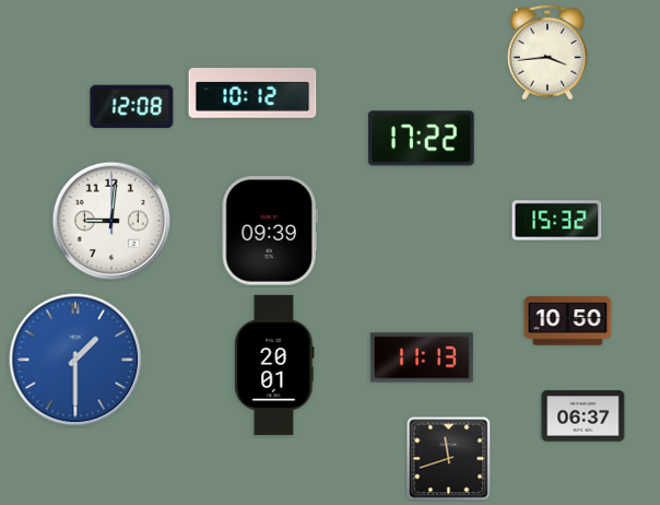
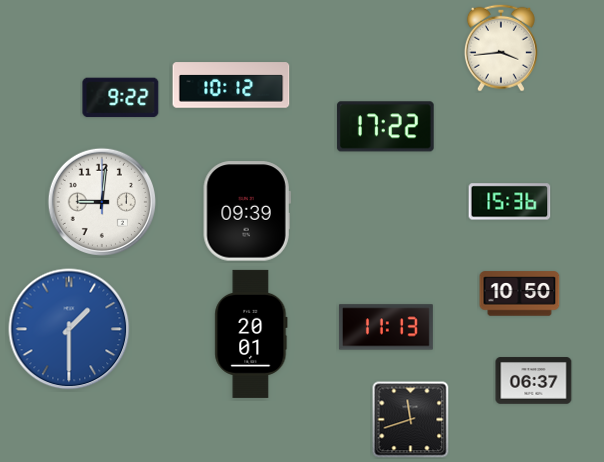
clock at (132, 107): 12:08 -> 9:22
clock at (557, 221): 15:32 -> 15:36
